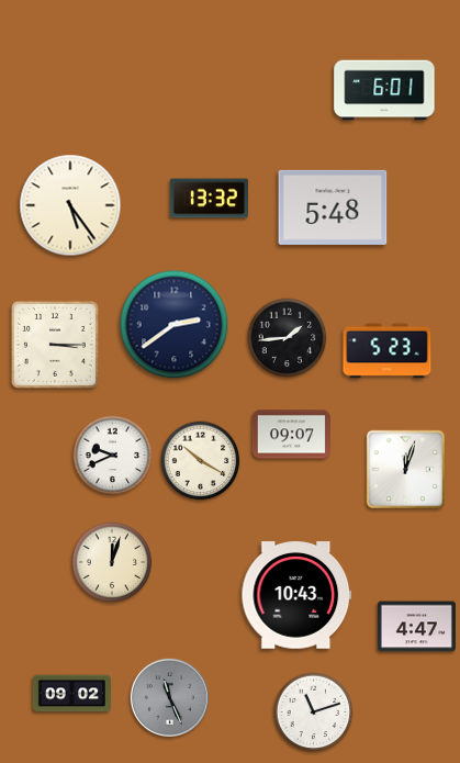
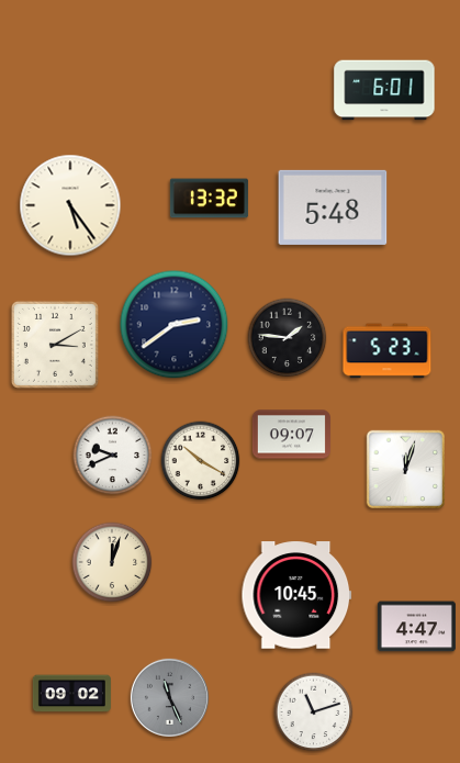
clock at (288, 338): 1:44 -> 1:46
clock at (55, 345): 3:15 -> 3:10
clock at (296, 595): 10:43 -> 10:45
